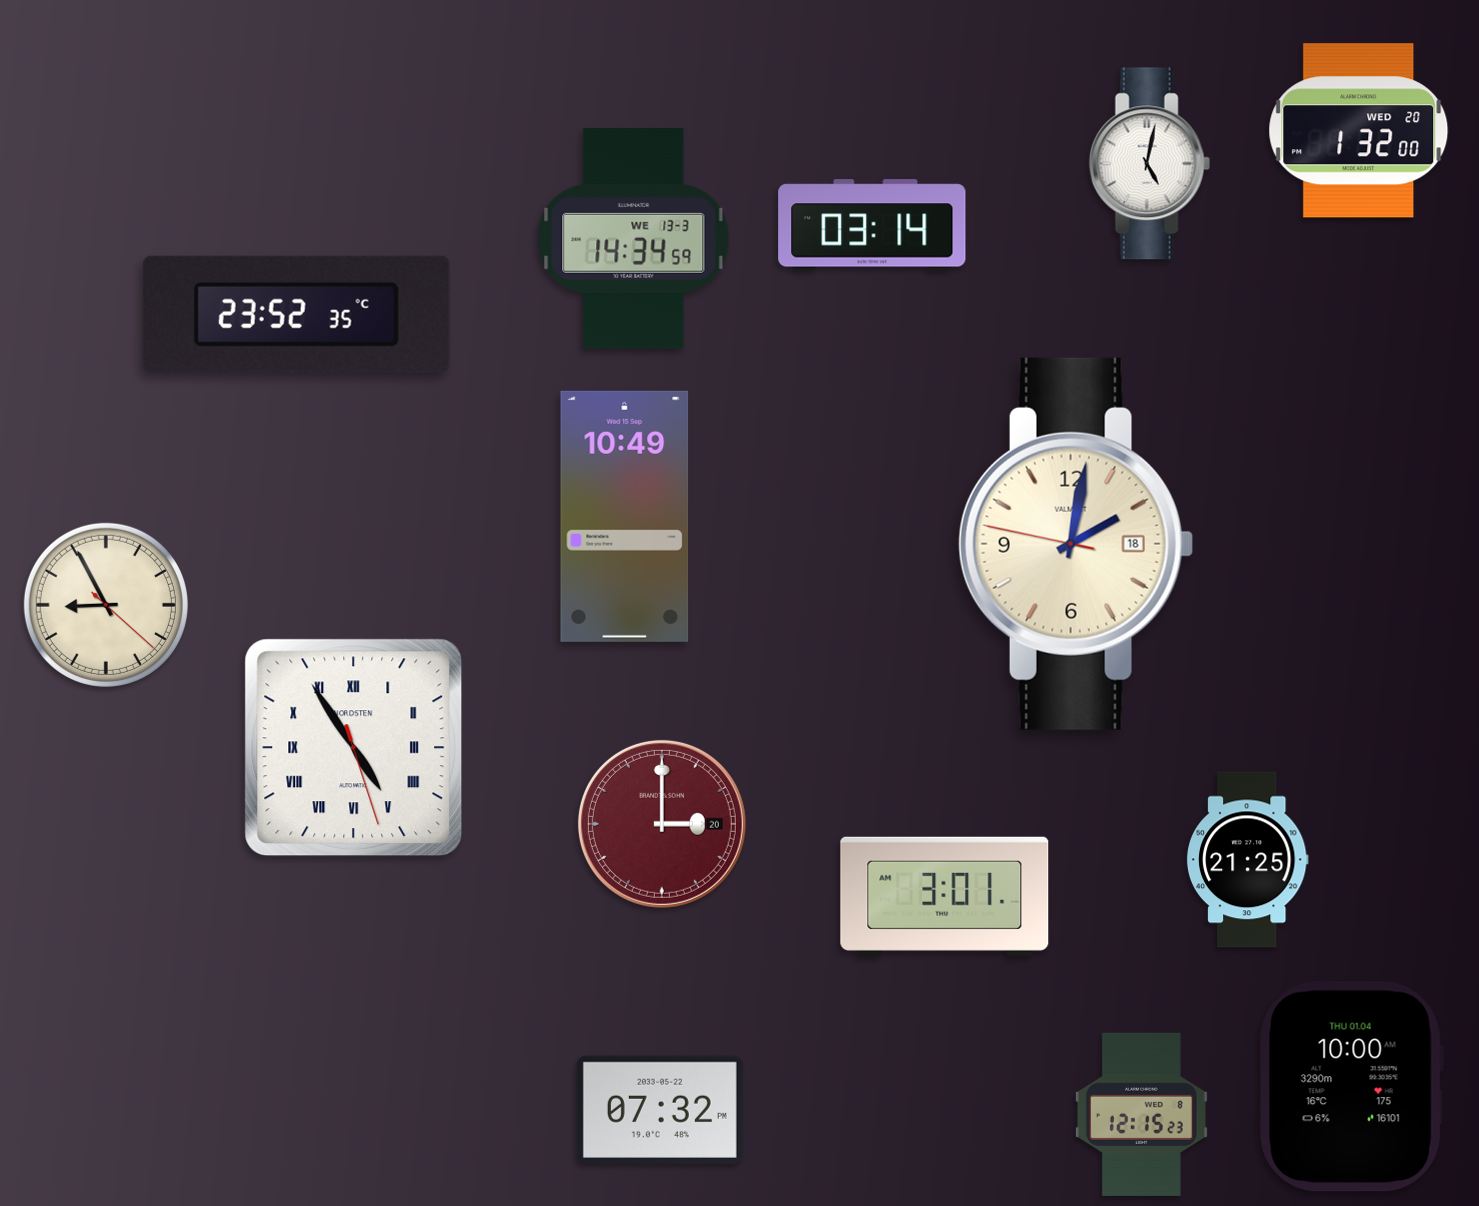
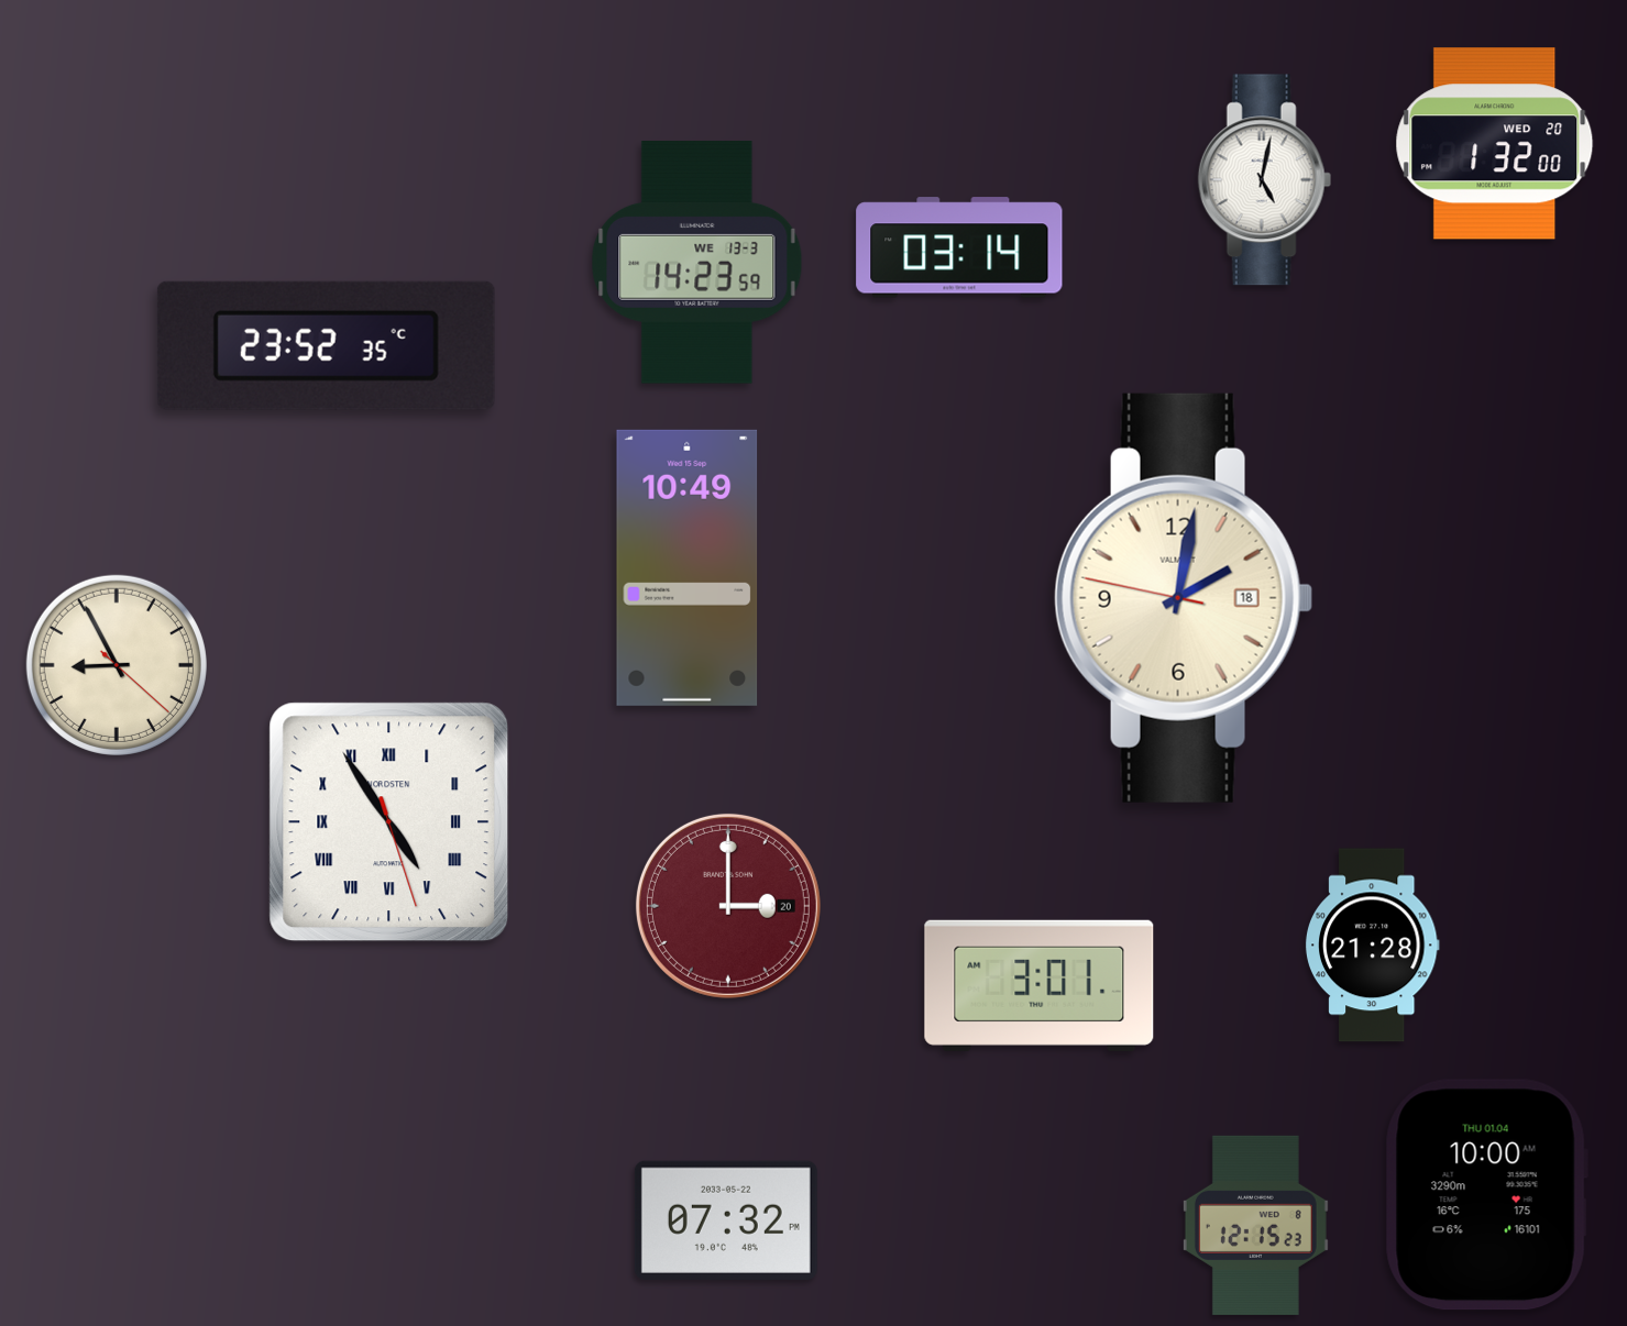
clock at (634, 239): 14:34 -> 14:23
clock at (1247, 860): 21:25 -> 21:28
